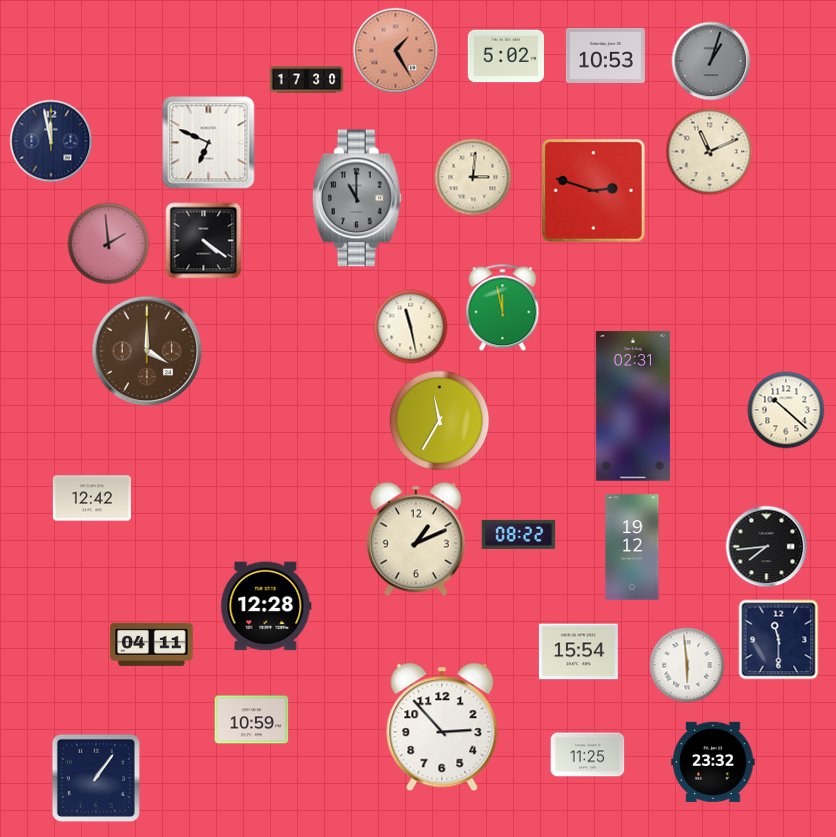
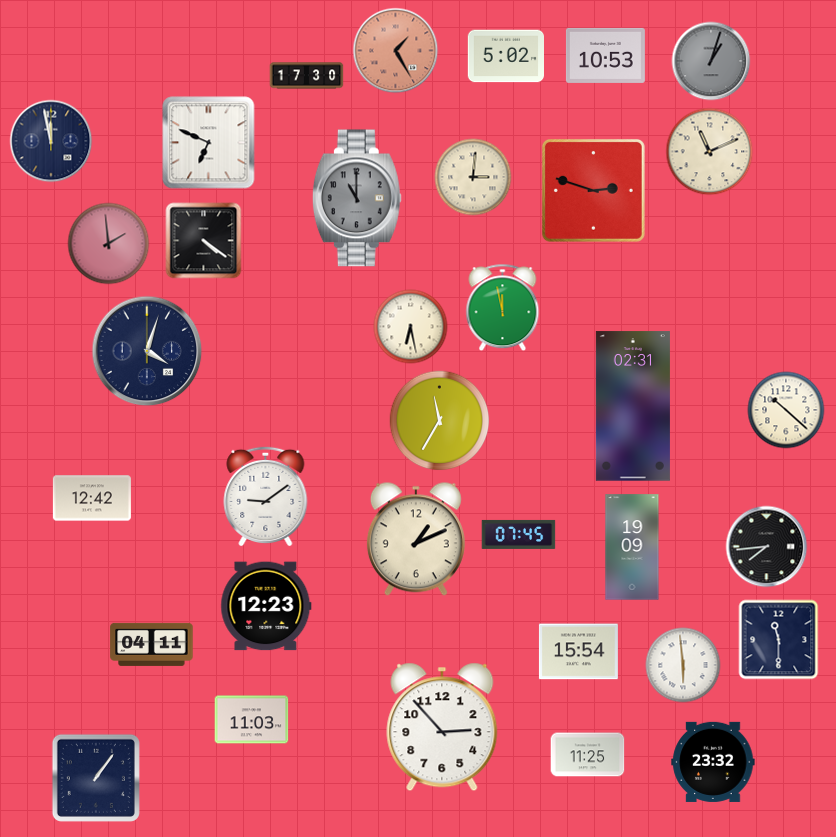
clock at (307, 80) position: (307, 80) -> (307, 76)
clock at (411, 327): 11:28 -> 6:28
clock at (147, 351): 4:00 -> 4:03
clock at (147, 351) dial: brown -> navy
clock at (266, 496): none -> 9:09
clock at (519, 534): 08:22 -> 07:45
clock at (632, 547): 19:12 -> 19:09
clock at (266, 606): 12:28 -> 12:23
clock at (687, 665) position: (687, 665) -> (683, 665)
clock at (252, 720): 10:59 -> 11:03
